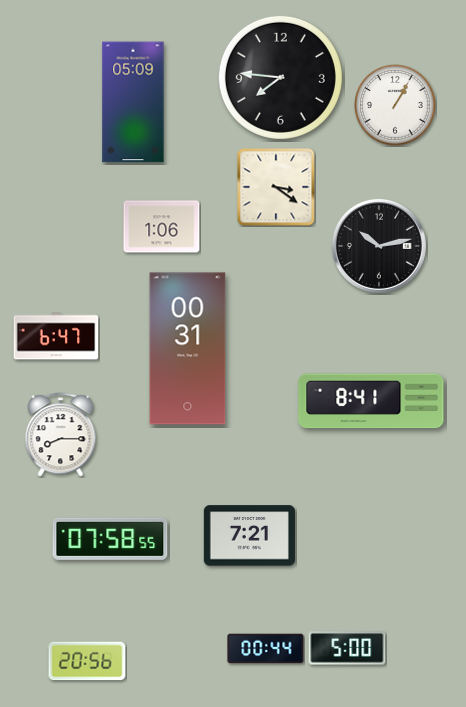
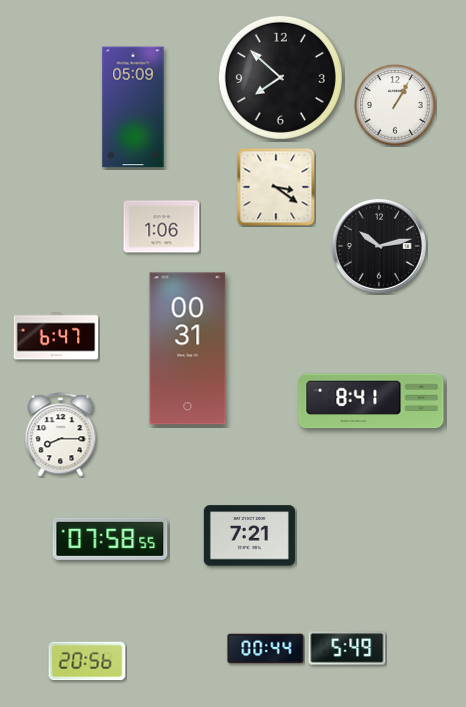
clock at (280, 77): 7:46 -> 7:52
clock at (133, 102) position: (133, 102) -> (133, 107)
clock at (347, 648): 5:00 -> 5:49
